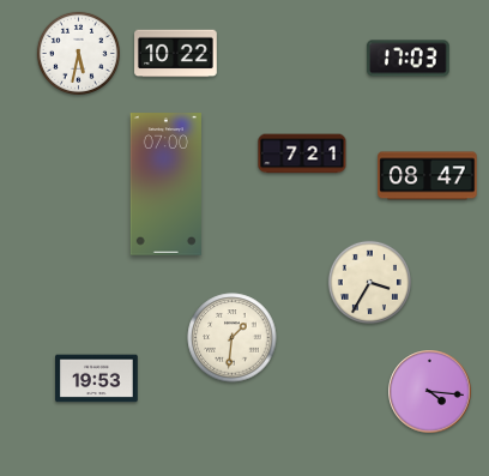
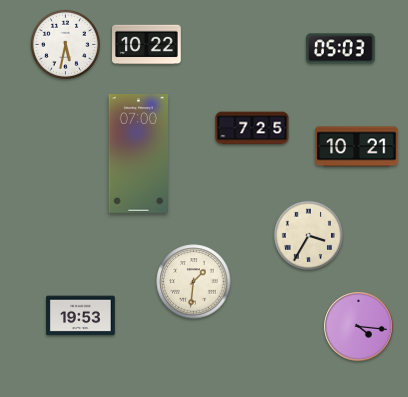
clock at (407, 59): 17:03 -> 05:03
clock at (302, 153): 7:21 -> 7:25
clock at (428, 176): 08:47 -> 10:21
